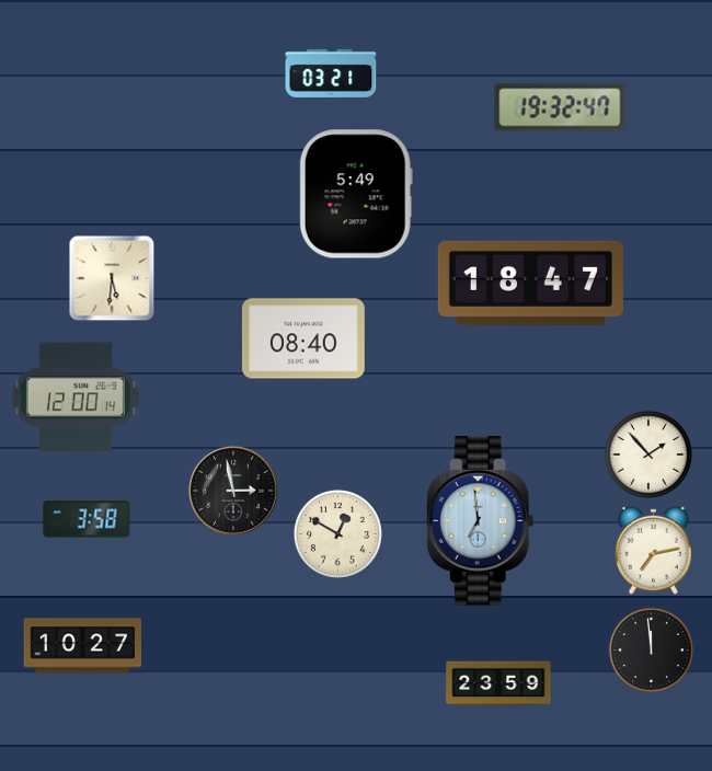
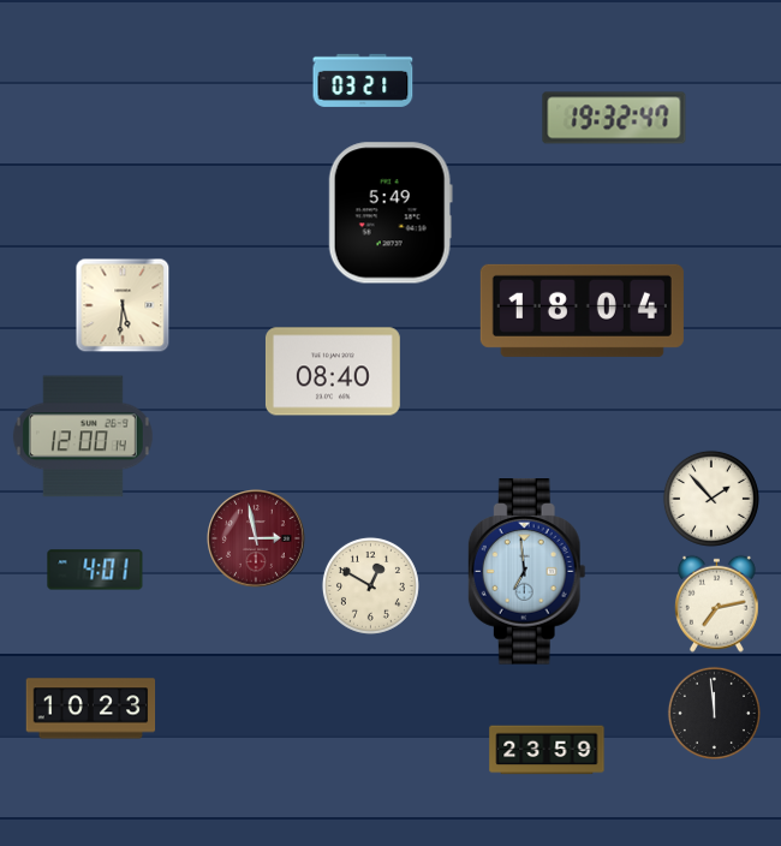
clock at (530, 283): 18:47 -> 18:04
clock at (233, 491) dial: black -> burgundy
clock at (87, 519): 3:58 -> 4:01
clock at (83, 646): 10:27 -> 10:23
